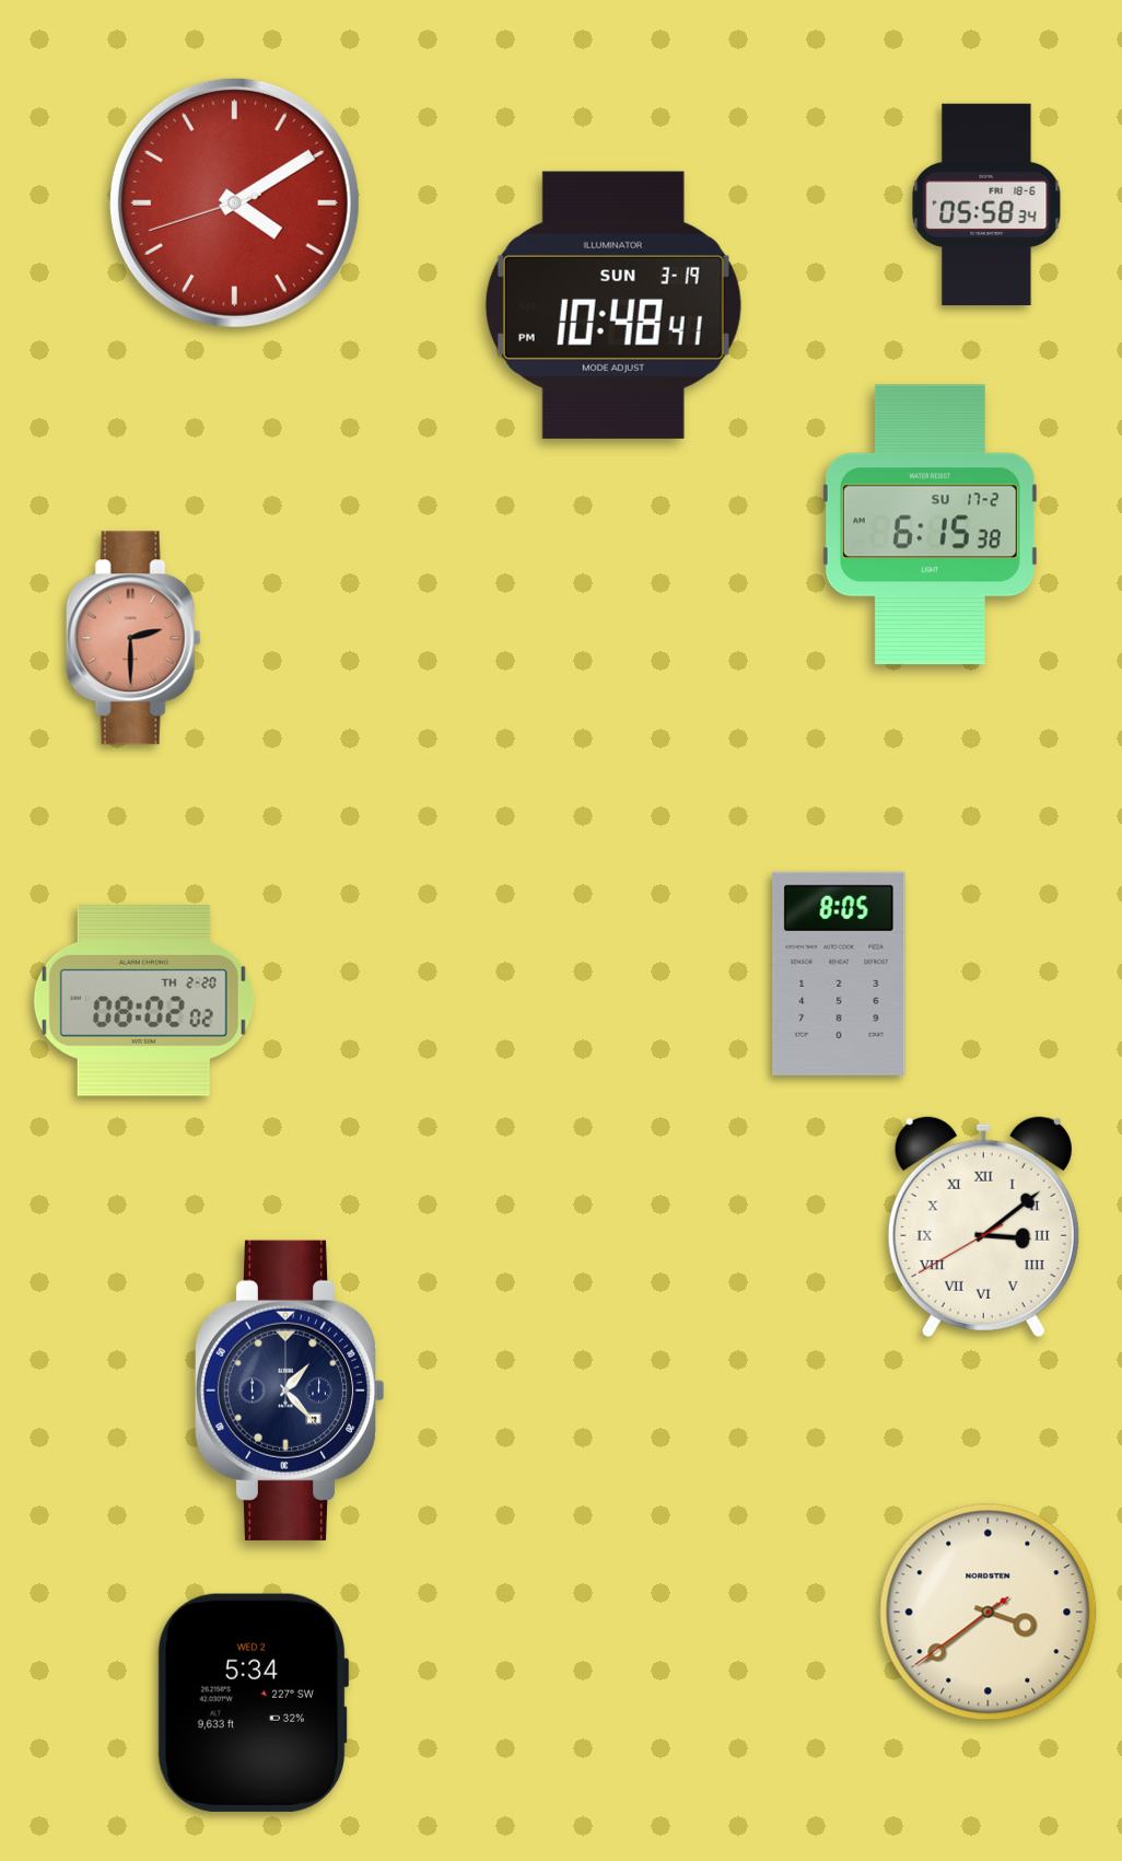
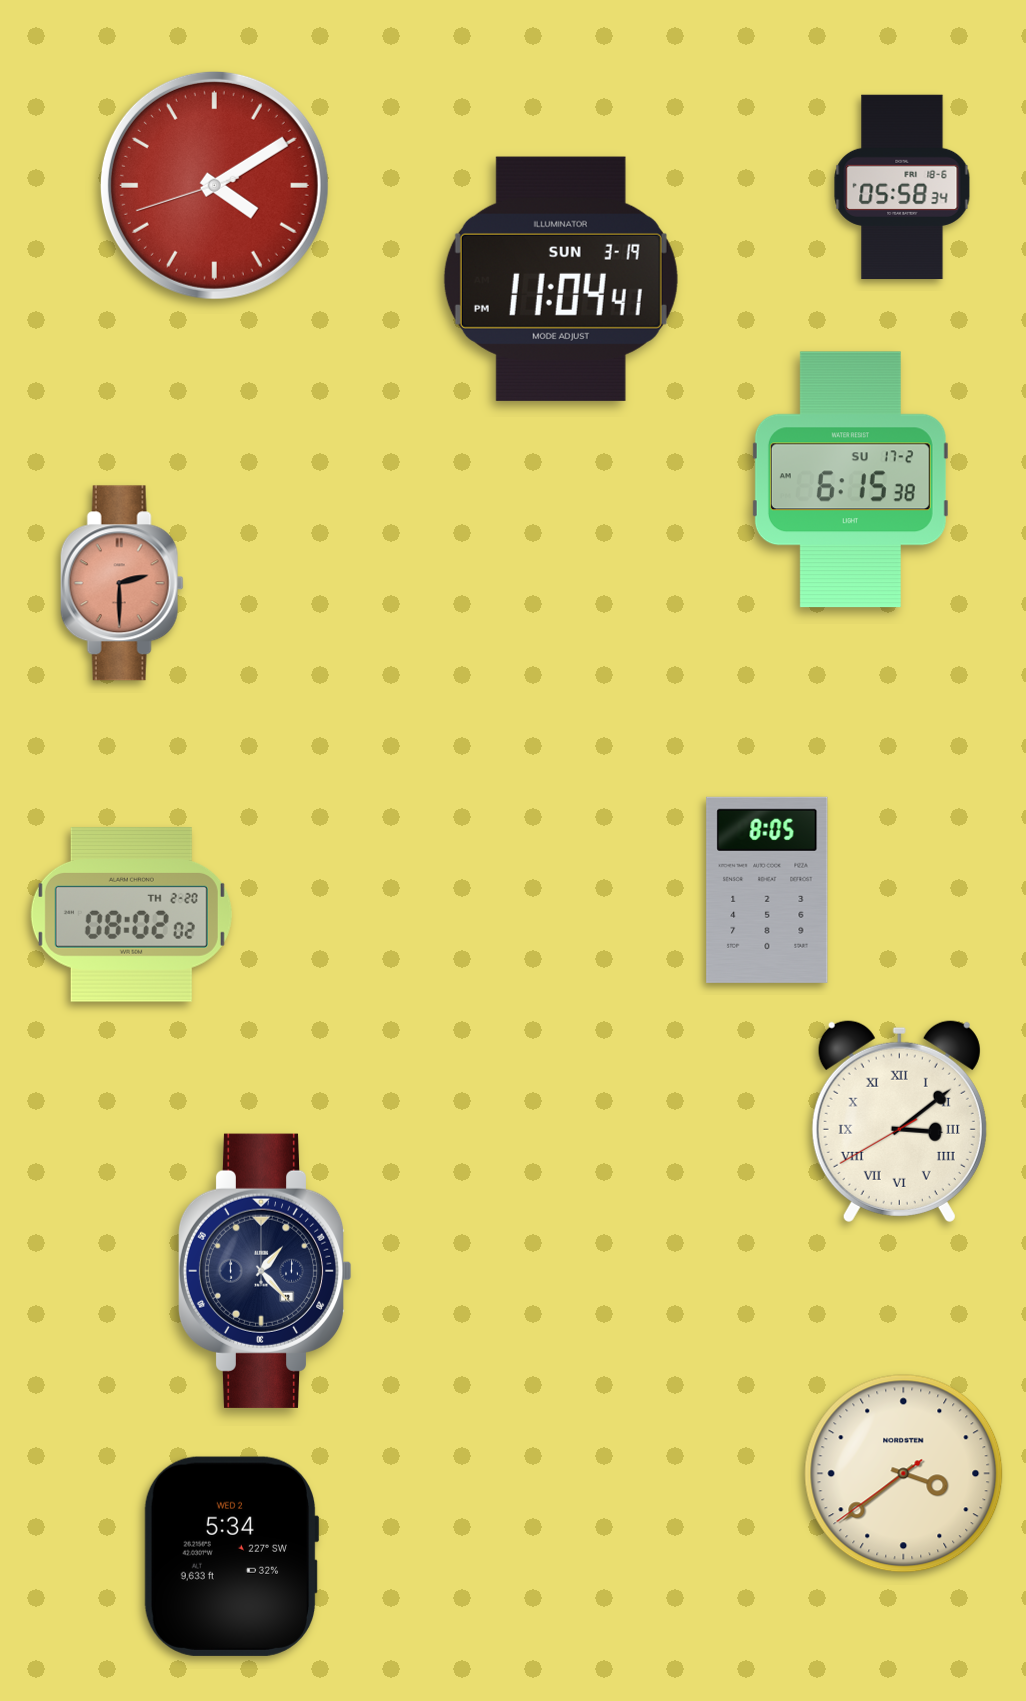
clock at (613, 305): 10:48 -> 11:04
